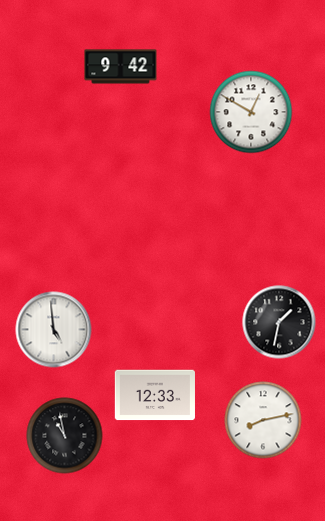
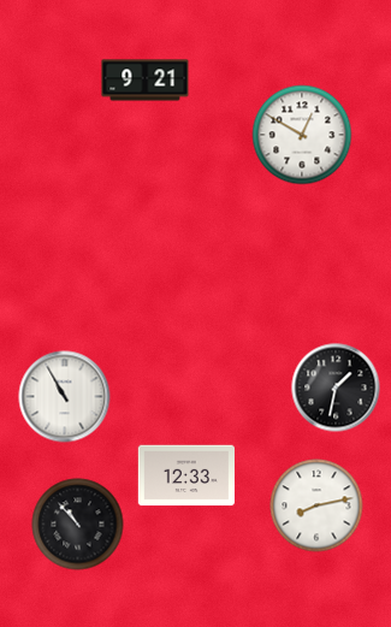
clock at (121, 67): 9:42 -> 9:21
clock at (54, 330): 4:59 -> 10:55
clock at (65, 436): 10:58 -> 10:53
